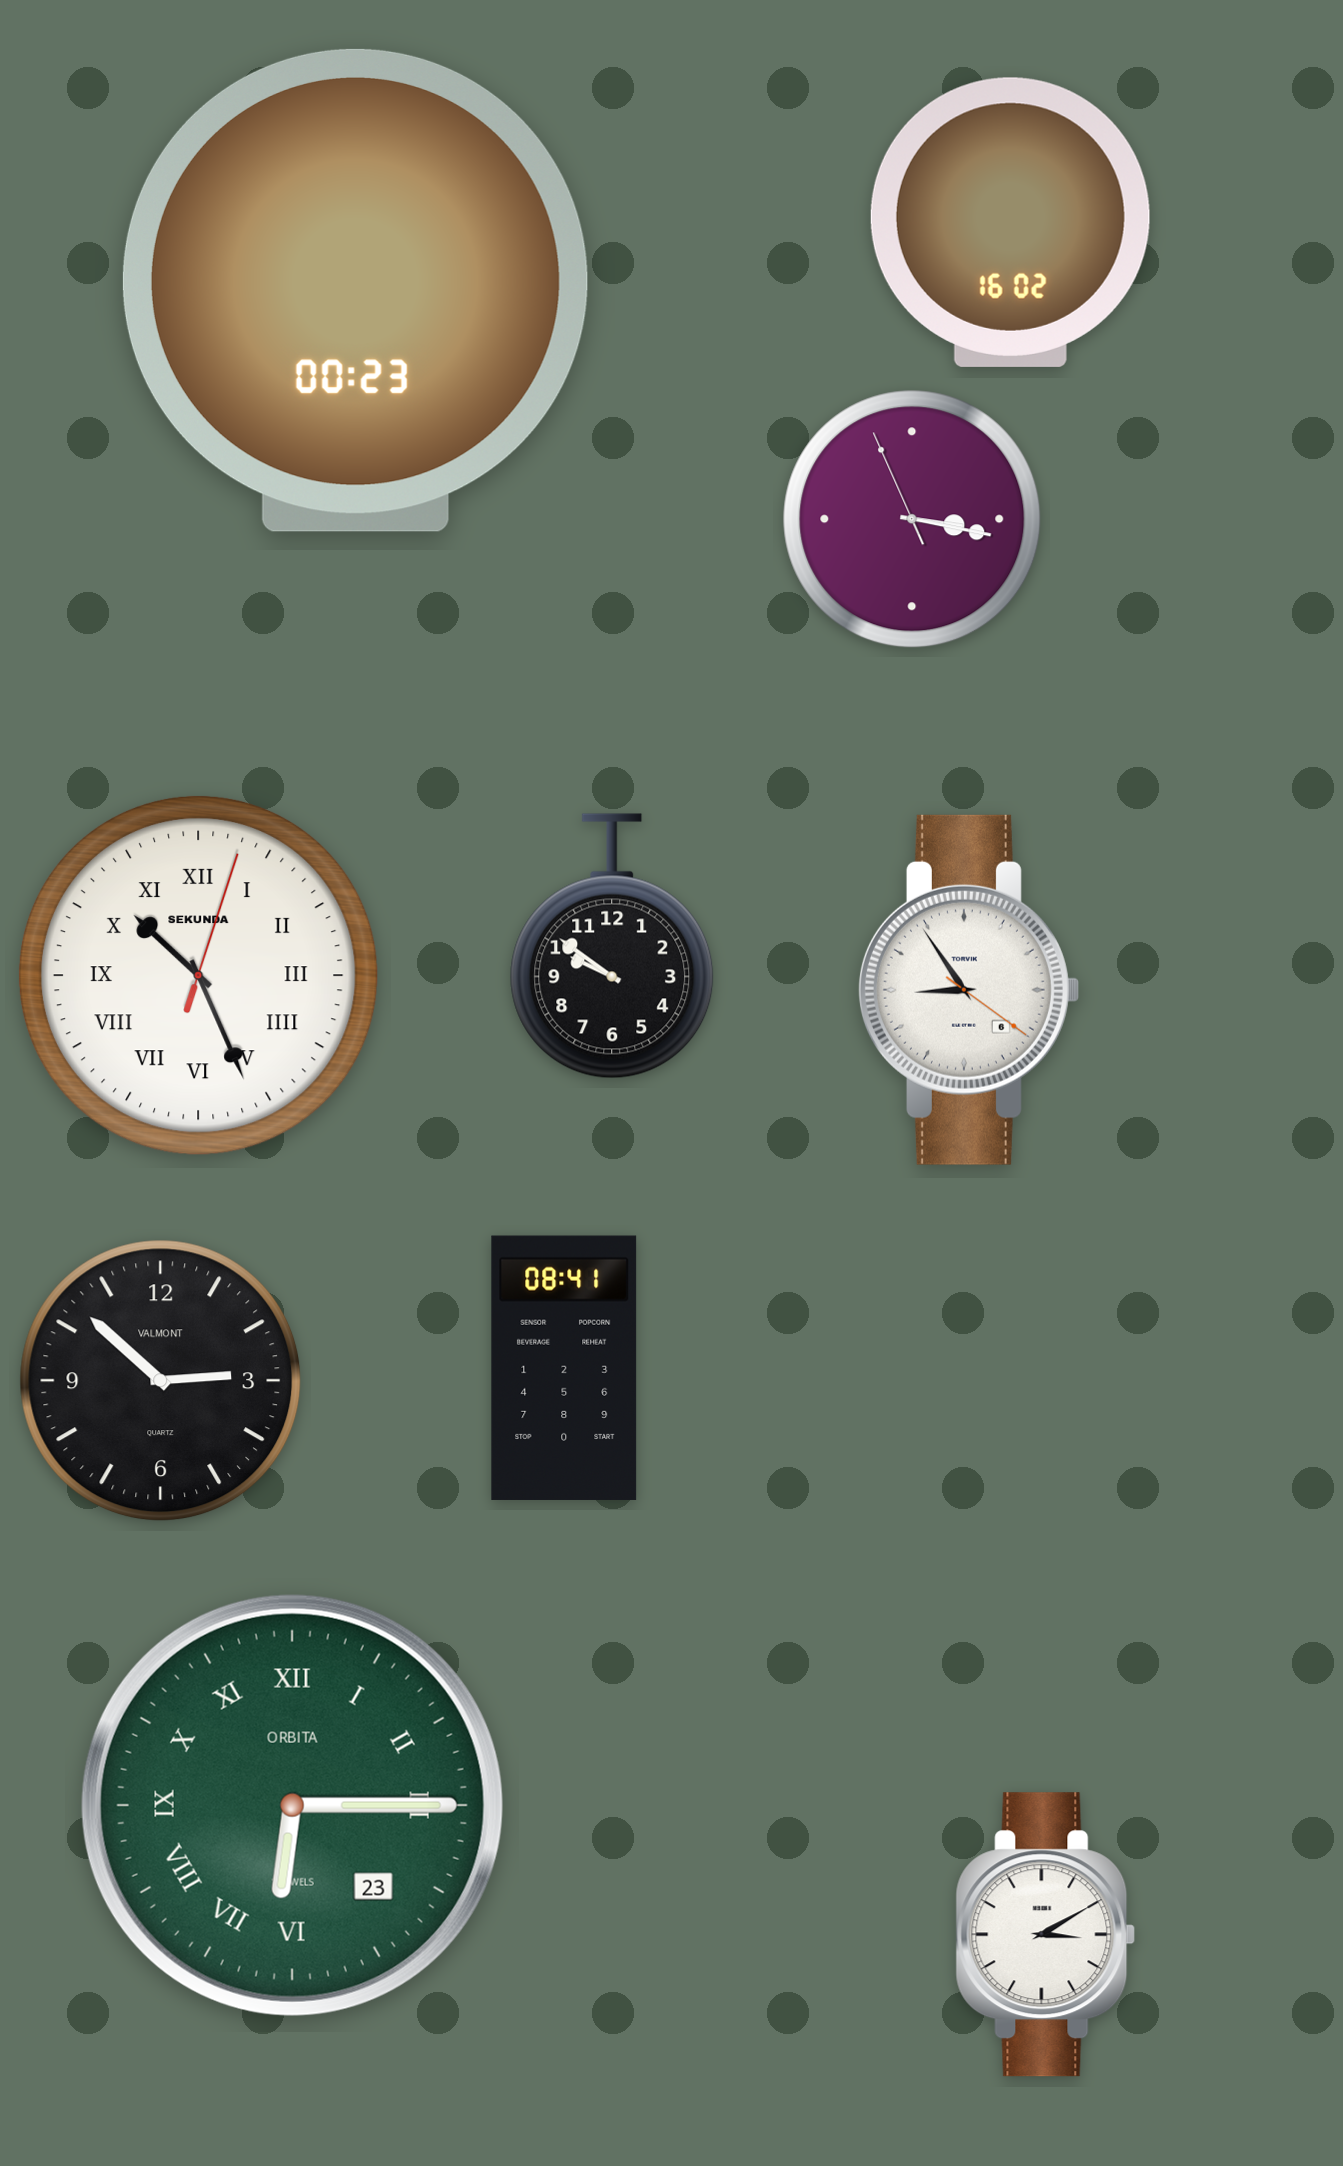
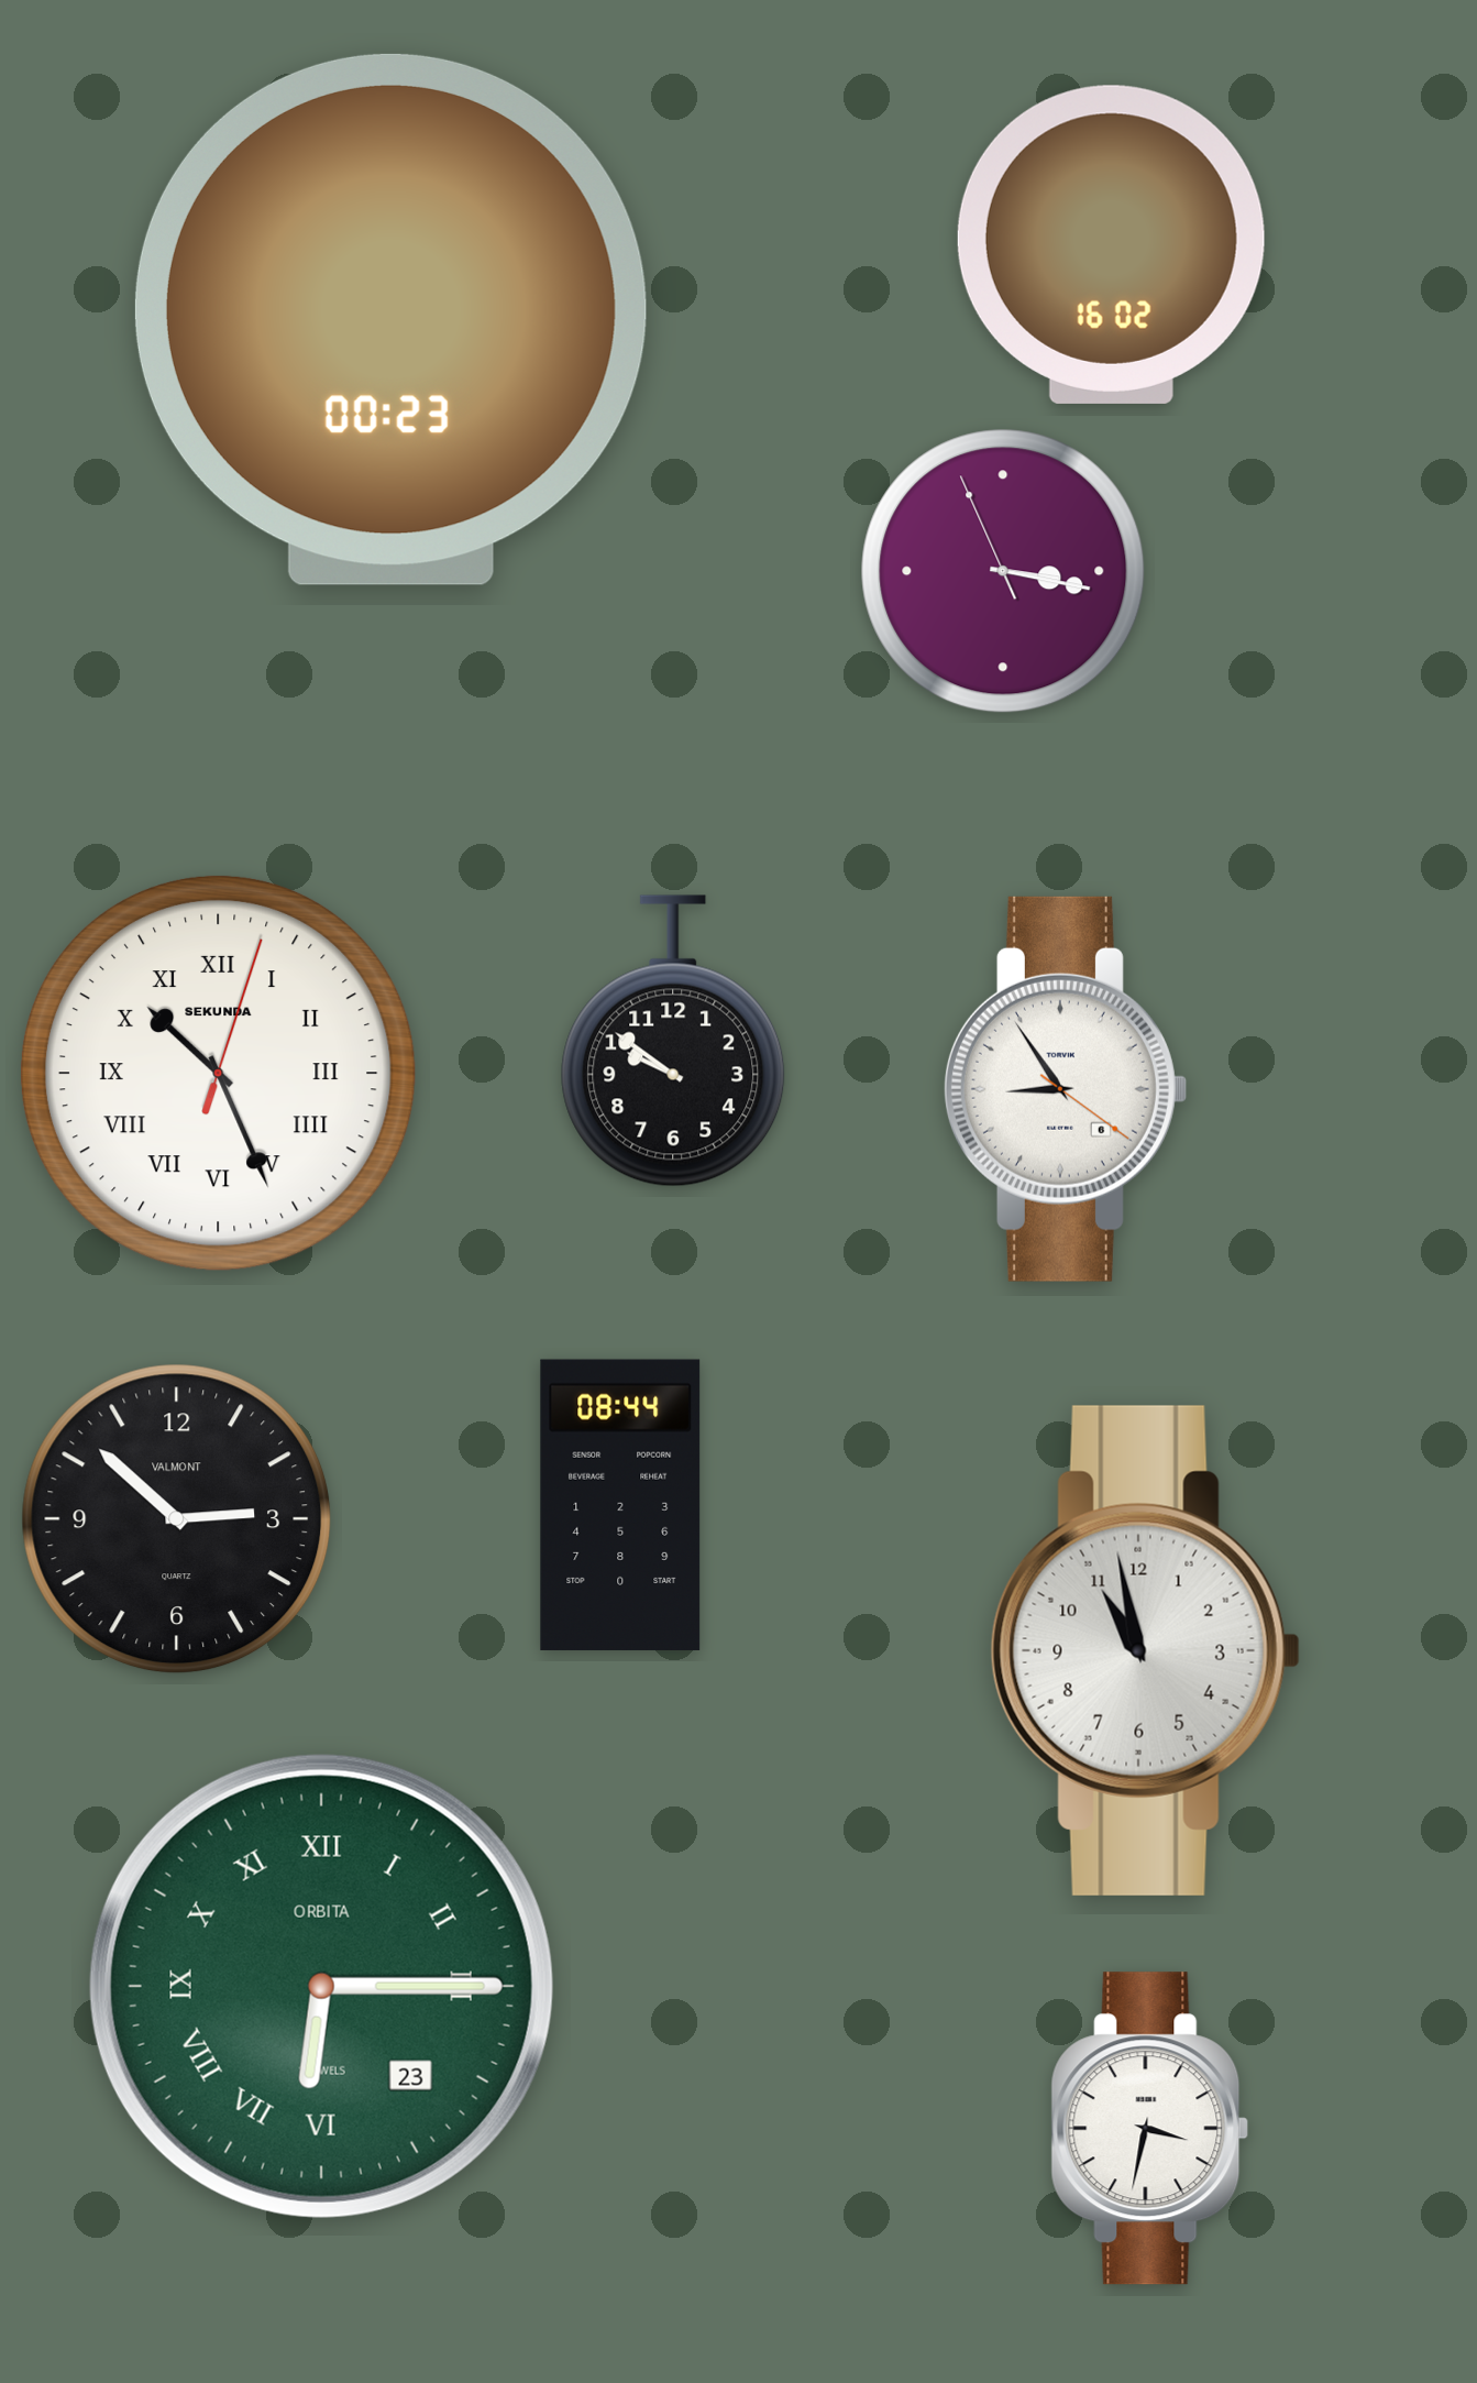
clock at (564, 1368): 08:41 -> 08:44
clock at (1145, 1650): none -> 10:58
clock at (1046, 1935): 3:10 -> 3:32
